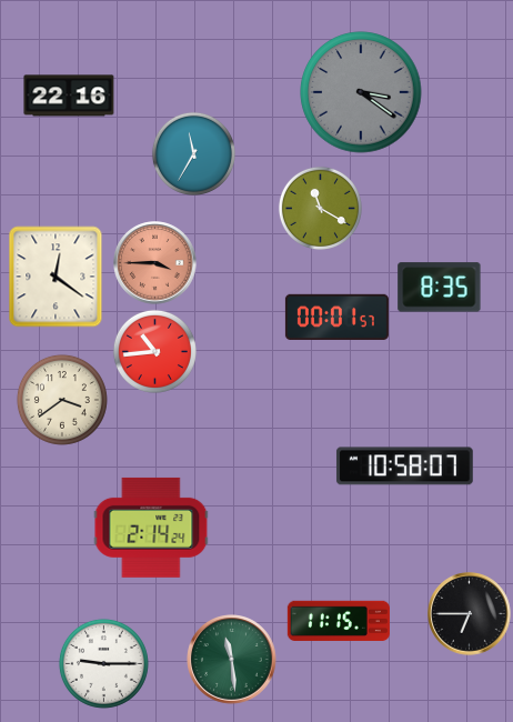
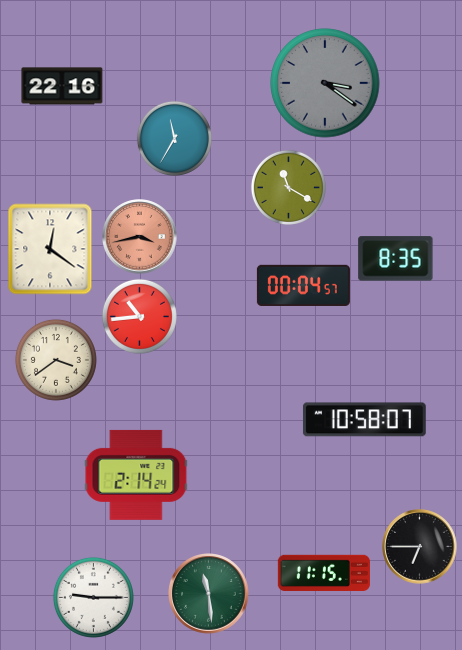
clock at (155, 263): 3:45 -> 3:43
clock at (336, 317): 00:01 -> 00:04
clock at (470, 614) position: (470, 614) -> (420, 547)
clock at (339, 621) position: (339, 621) -> (324, 573)
